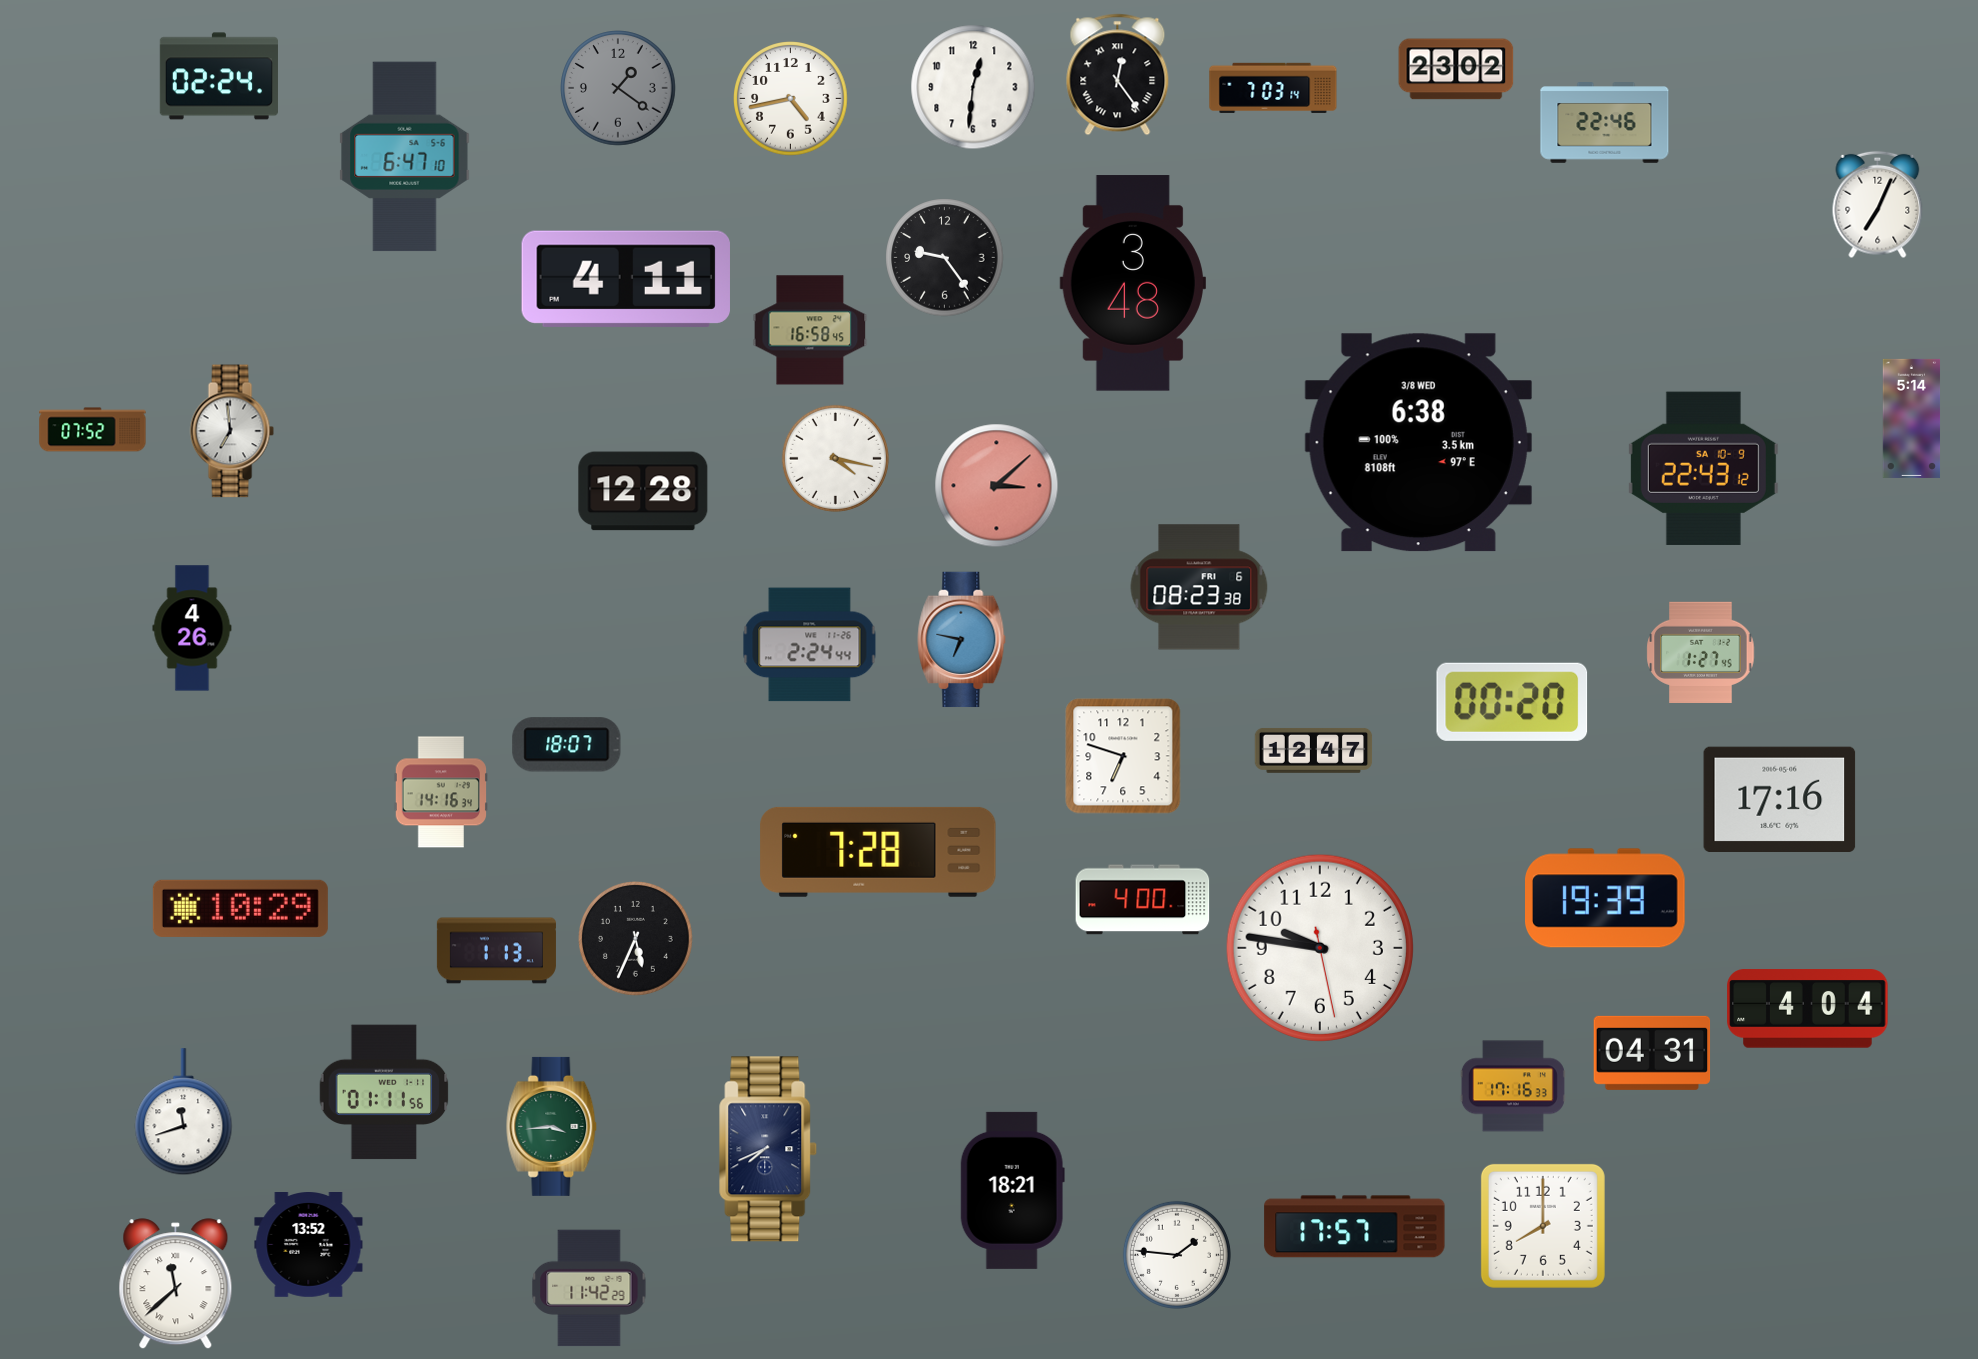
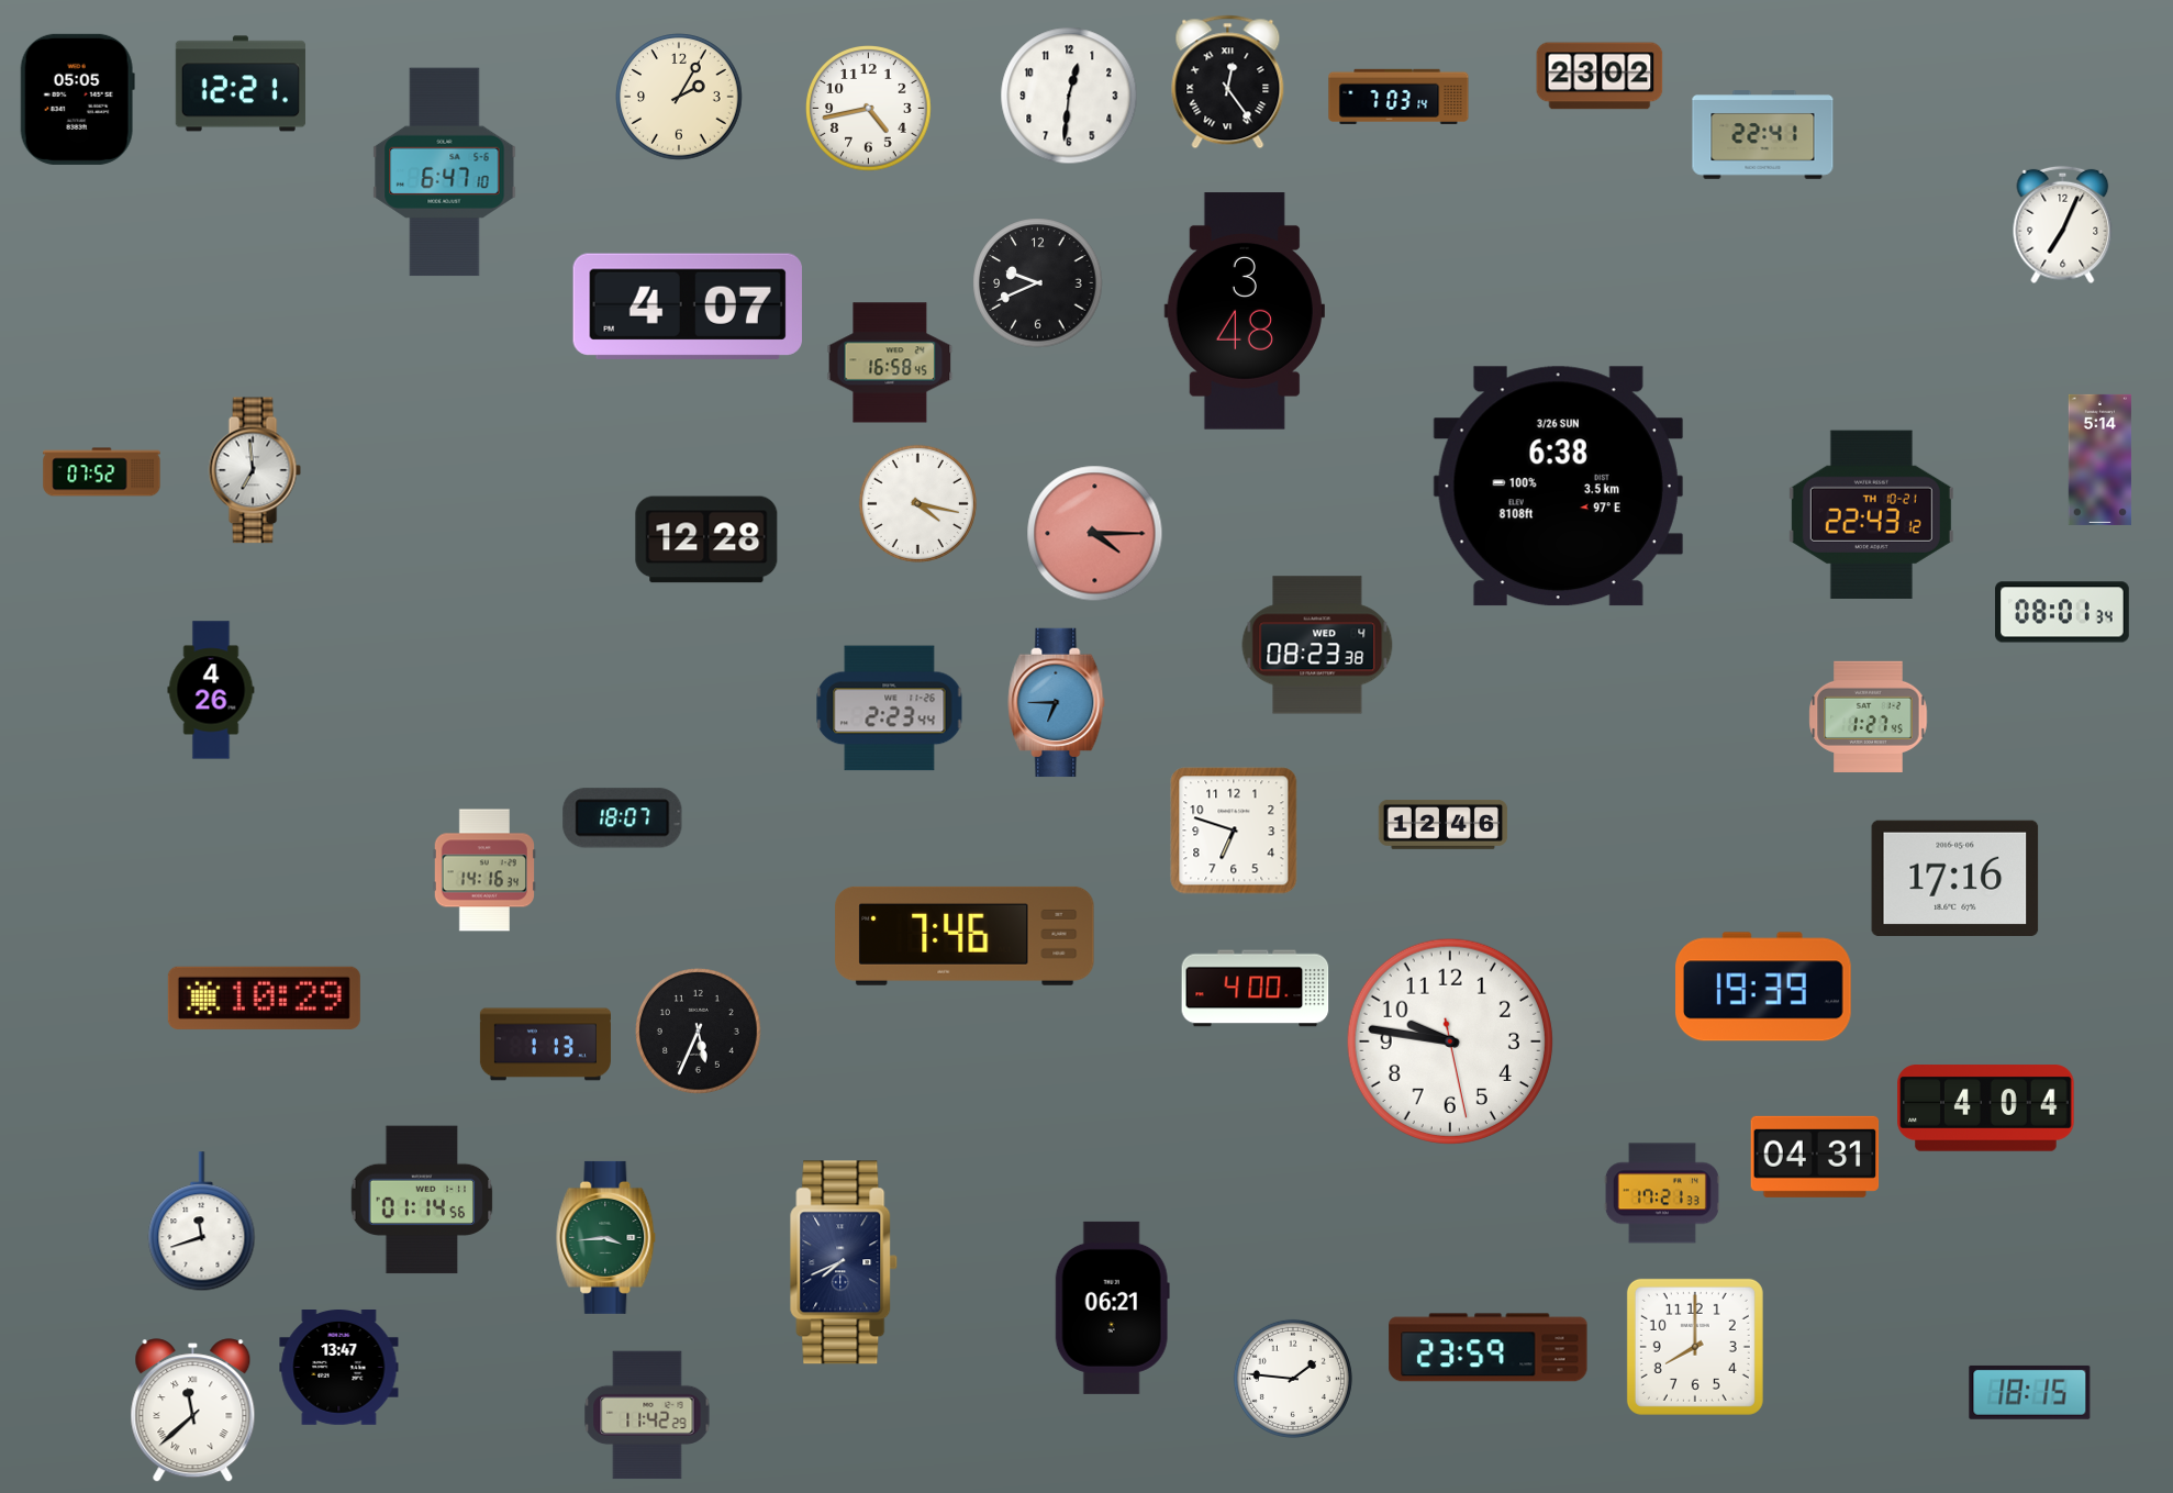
clock at (219, 76): 02:24 -> 12:21
clock at (618, 88): 1:21 -> 2:05
clock at (618, 88) dial: grey -> cream
clock at (77, 99): none -> 05:05
clock at (1605, 123): 22:46 -> 22:41
clock at (945, 258): 9:24 -> 9:41
clock at (626, 279): 4:11 -> 4:07
clock at (232, 431) position: (232, 431) -> (255, 470)
clock at (1418, 443) date: 3/8 WED -> 3/26 SUN
clock at (1703, 468) date: SA 10-9 -> TH 10-21
clock at (997, 486): 3:08 -> 4:15
clock at (2063, 612): none -> 08:01
clock at (1199, 587) date: FRI 6 -> WED 4
clock at (962, 640): 6:47 -> 6:45
clock at (810, 645): 2:24 -> 2:23
clock at (1512, 702): 00:20 -> none
clock at (1314, 750): 12:47 -> 12:46
clock at (878, 852): 7:28 -> 7:46
clock at (1513, 1086): 17:16 -> 17:21
clock at (384, 1092): 01:11 -> 01:14
clock at (1012, 1190): 18:21 -> 06:21
clock at (1355, 1227): 17:57 -> 23:59
clock at (309, 1245): 13:52 -> 13:47
clock at (2030, 1392): none -> 18:15
